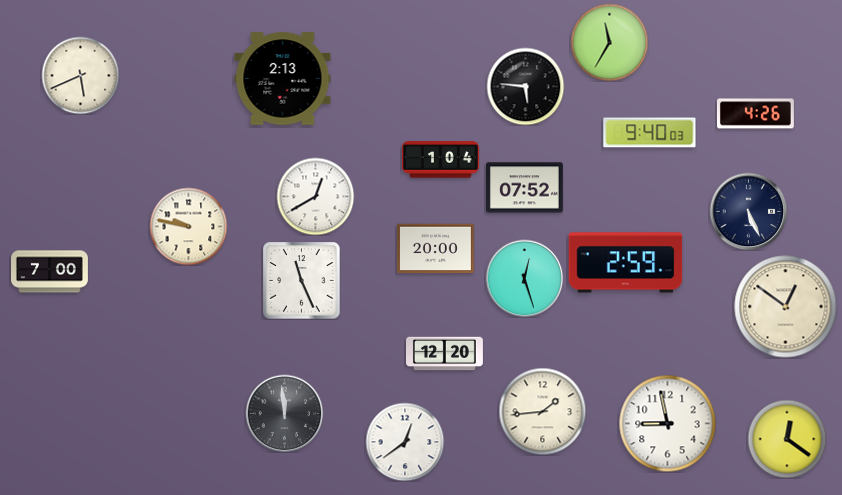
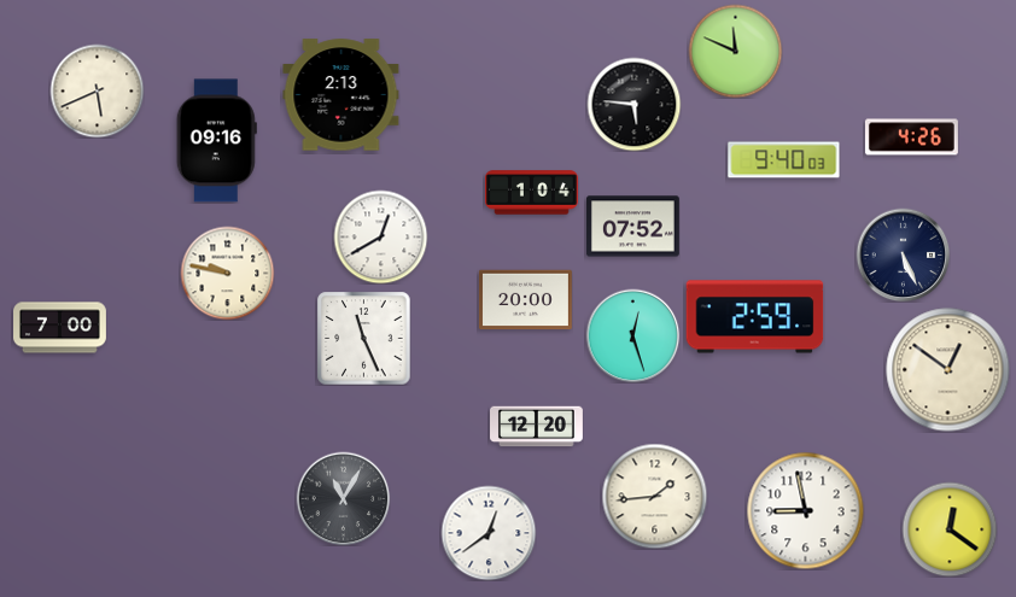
clock at (609, 42): 11:35 -> 11:49
clock at (216, 141): none -> 09:16
clock at (284, 413): 11:59 -> 11:05
